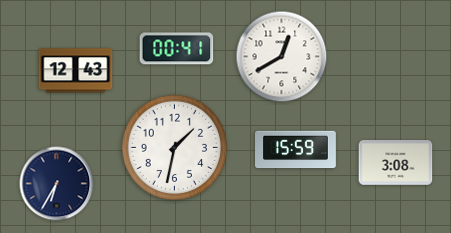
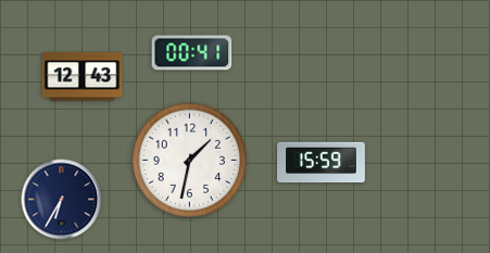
clock at (282, 57): 12:40 -> none
clock at (396, 163): 3:08 -> none
